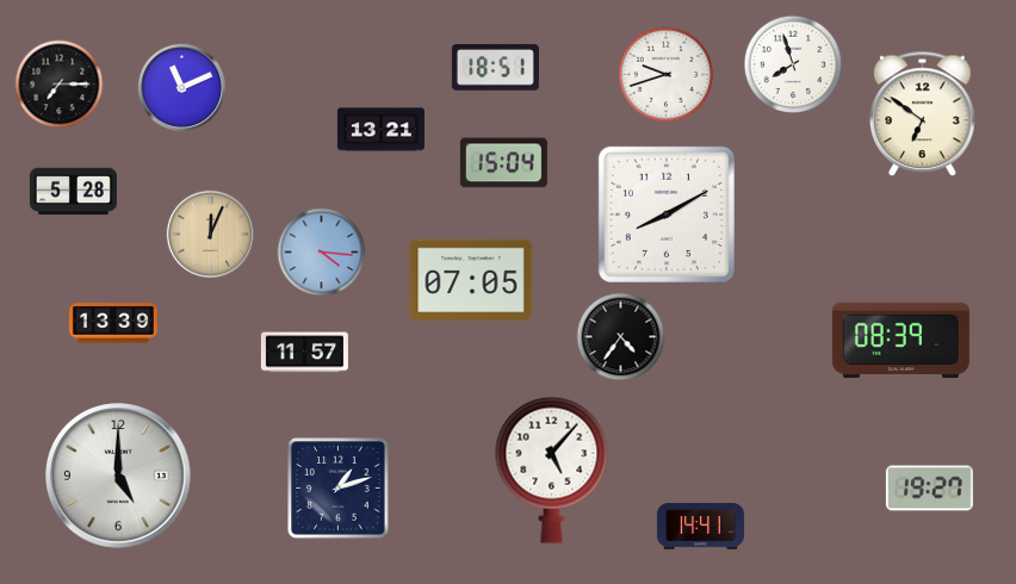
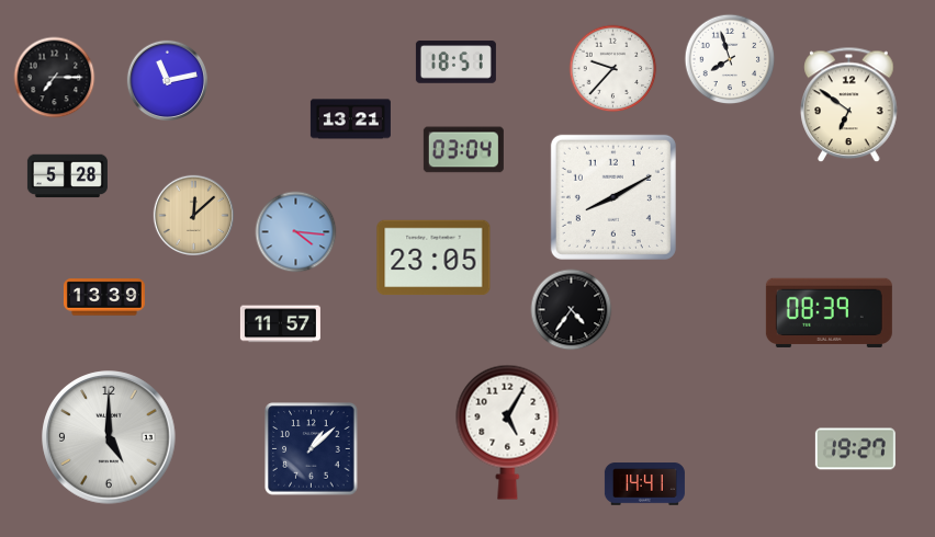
clock at (667, 75): 9:42 -> 9:37
clock at (182, 87): 11:11 -> 11:13
clock at (503, 163): 15:04 -> 03:04
clock at (211, 234): 12:04 -> 12:08
clock at (471, 280): 07:05 -> 23:05
clock at (552, 470): 5:07 -> 5:05
clock at (339, 489): 1:12 -> 1:08
